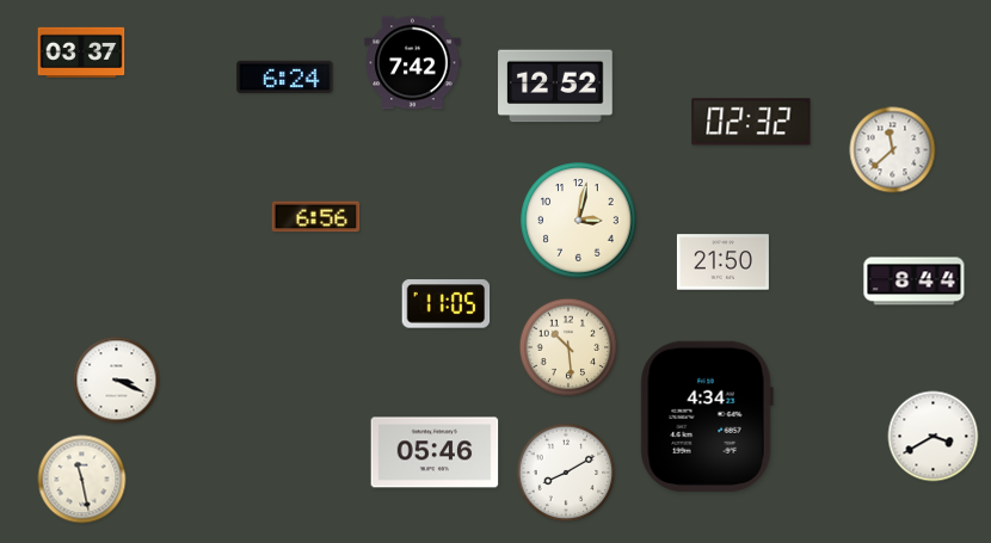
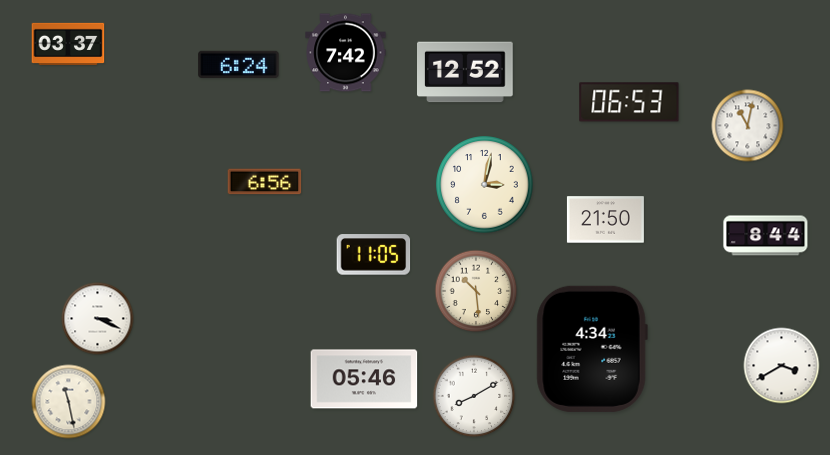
clock at (751, 122): 02:32 -> 06:53
clock at (893, 150): 11:38 -> 11:02
